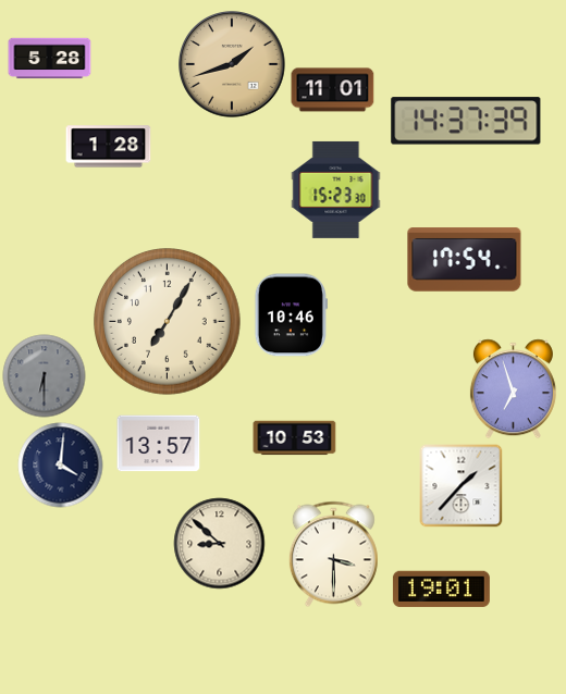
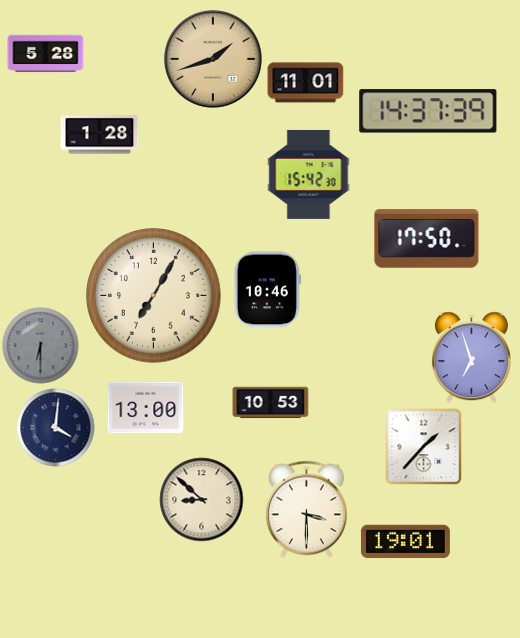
clock at (336, 189): 15:23 -> 15:42
clock at (465, 260): 17:54 -> 17:50
clock at (159, 444): 13:57 -> 13:00
